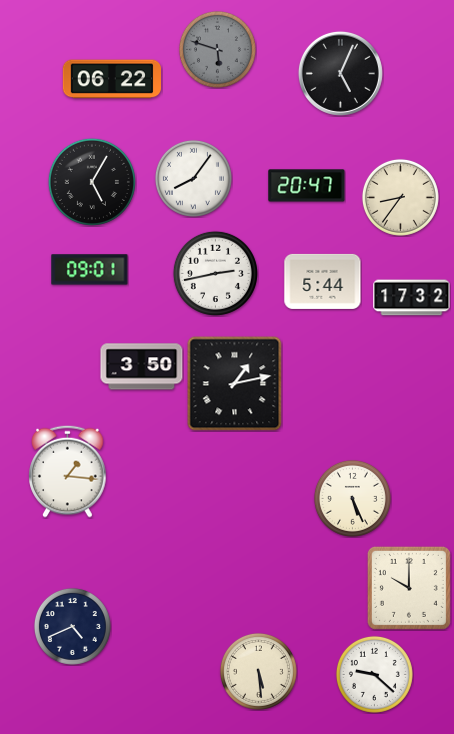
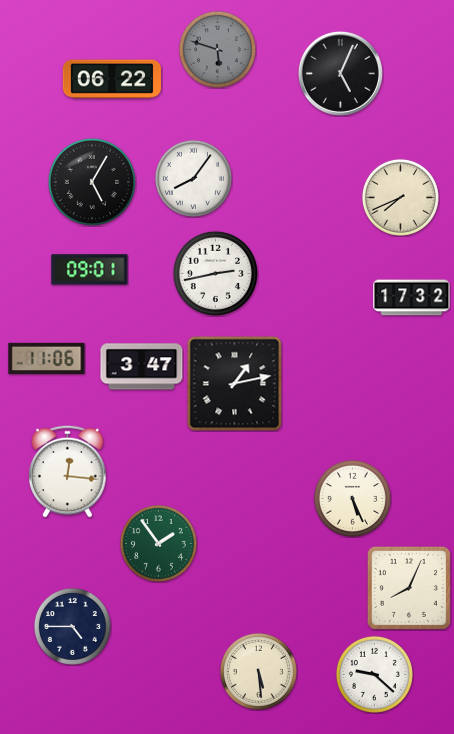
clock at (307, 186): 20:47 -> none
clock at (400, 197): 8:36 -> 7:41
clock at (323, 281): 5:44 -> none
clock at (47, 359): none -> 11:06
clock at (142, 367): 3:50 -> 3:47
clock at (68, 471): 1:16 -> 12:16
clock at (158, 543): none -> 1:54
clock at (409, 588): 10:00 -> 8:04
clock at (72, 626): 4:41 -> 4:45
